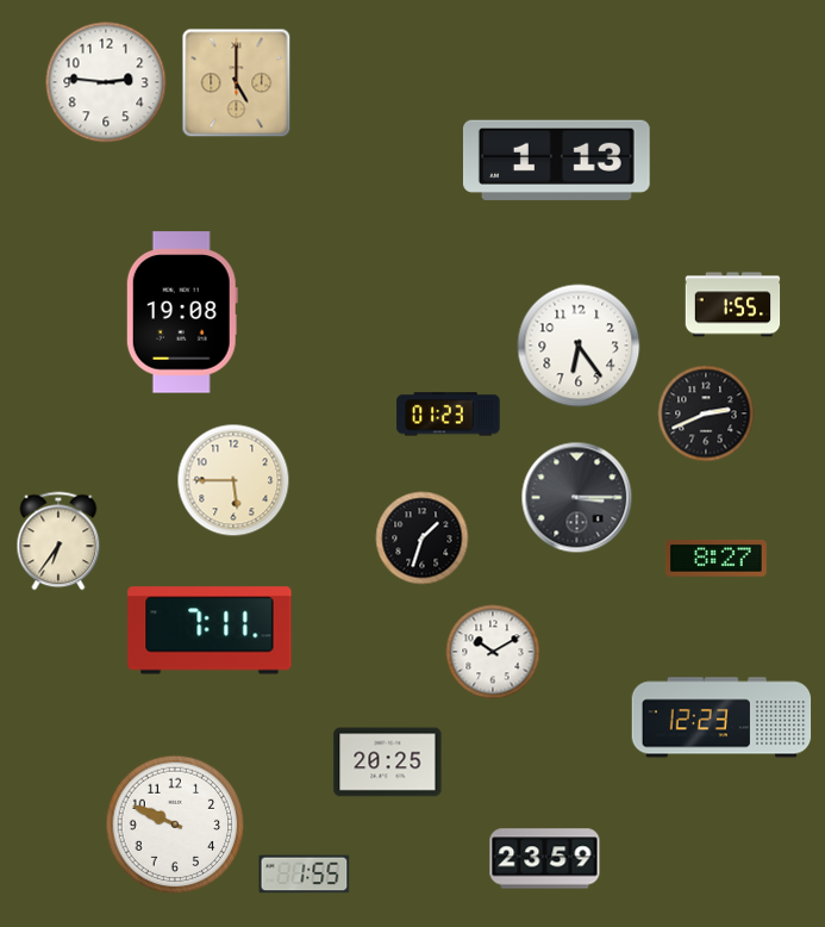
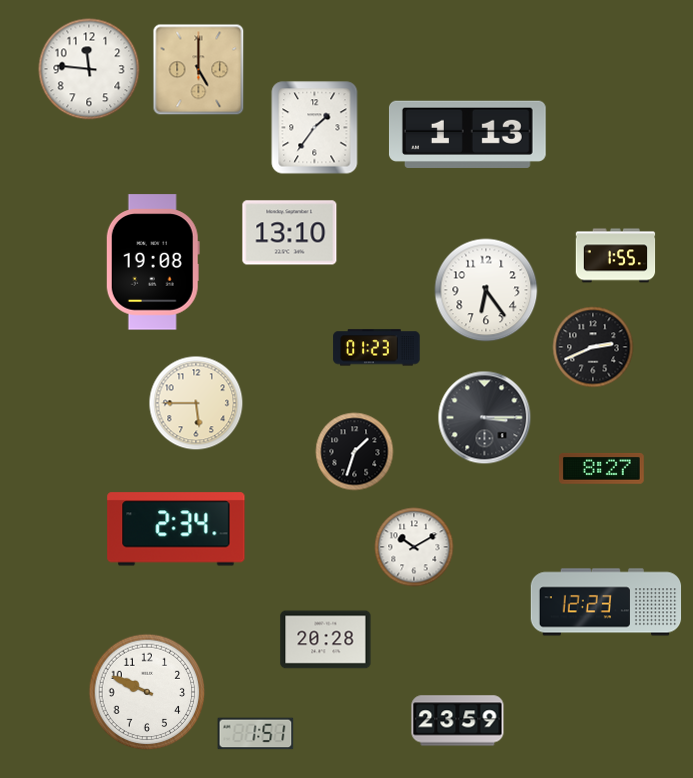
clock at (106, 82): 2:46 -> 11:46
clock at (315, 128): none -> 1:36
clock at (290, 233): none -> 13:10
clock at (58, 541): 6:36 -> none
clock at (210, 630): 7:11 -> 2:34
clock at (388, 763): 20:25 -> 20:28
clock at (305, 875): 1:55 -> 1:51
